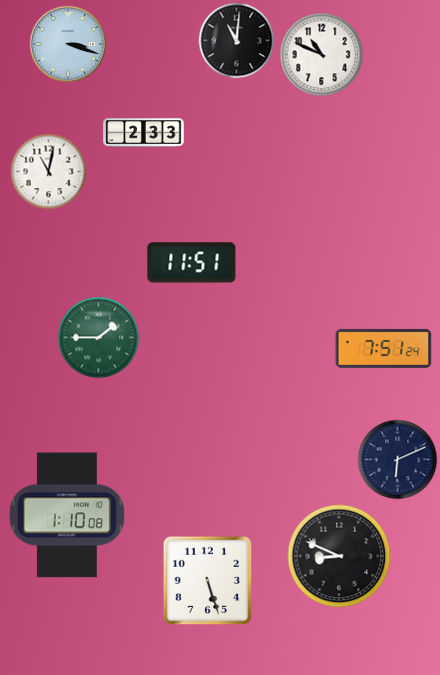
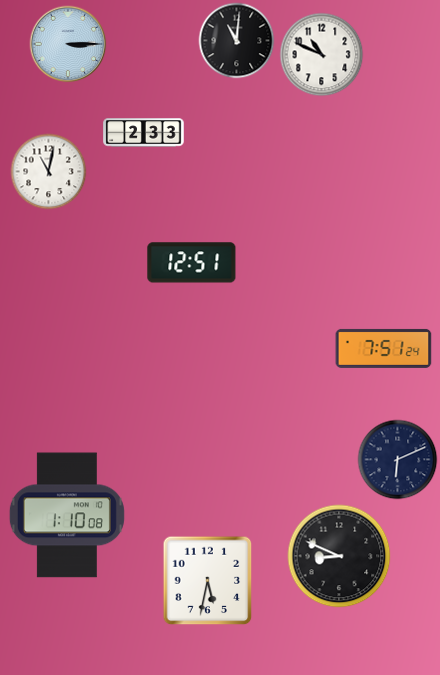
clock at (68, 44): 3:18 -> 3:15
clock at (192, 263): 11:51 -> 12:51
clock at (99, 338): 1:45 -> none
clock at (208, 581): 5:27 -> 5:32
